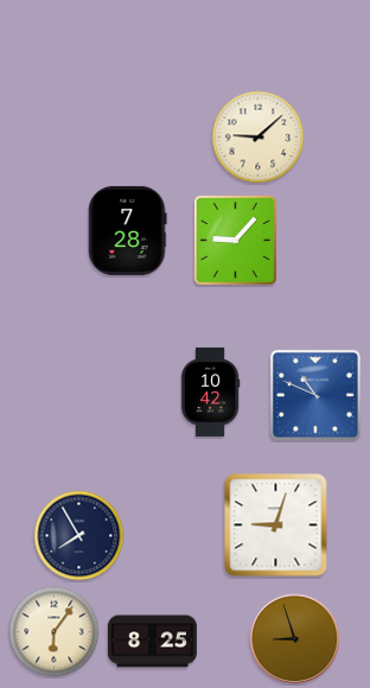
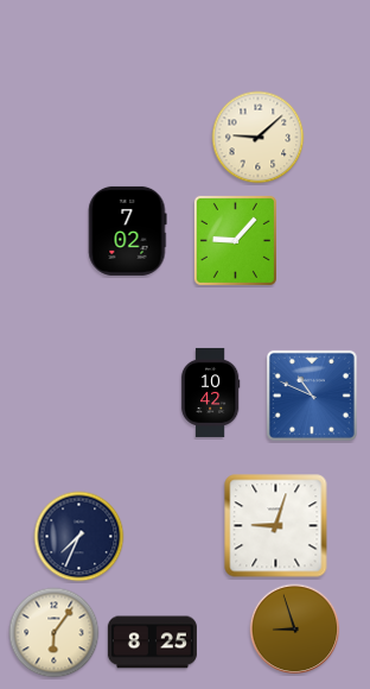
clock at (128, 230): 7:28 -> 7:02
clock at (315, 395) position: (315, 395) -> (312, 396)
clock at (79, 536): 7:55 -> 7:34
clock at (295, 639) position: (295, 639) -> (295, 630)
